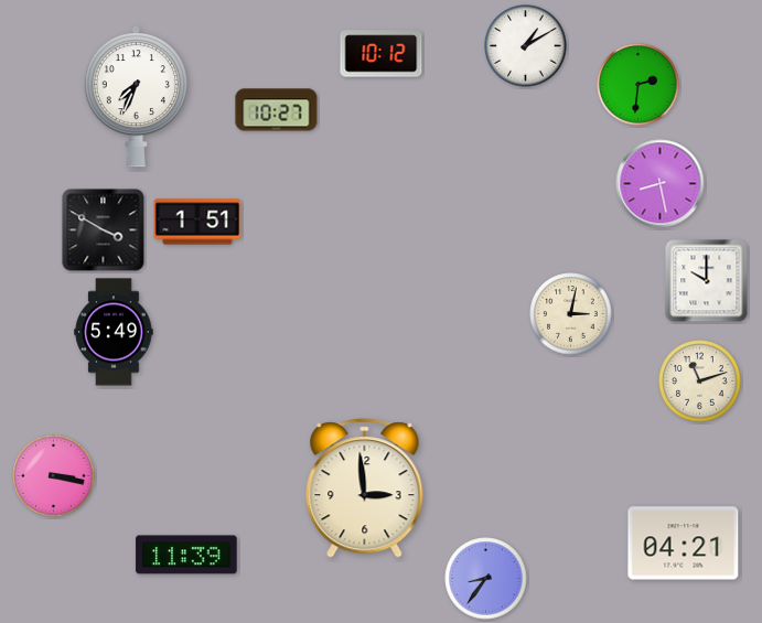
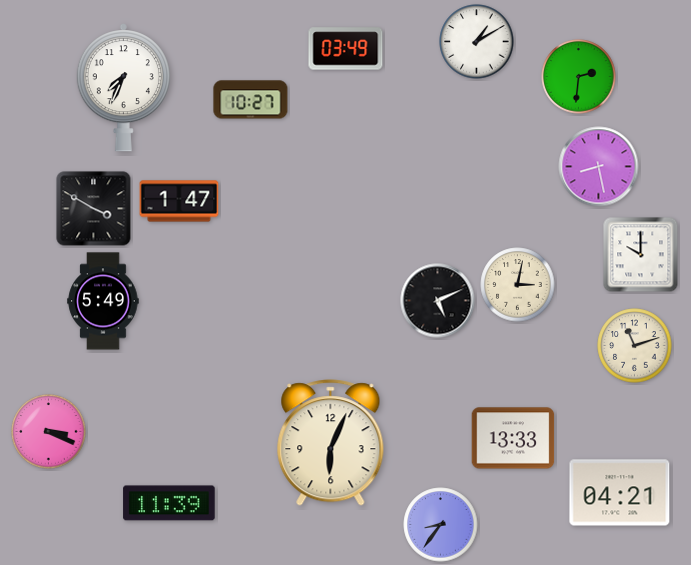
clock at (382, 54): 10:12 -> 03:49
clock at (197, 222): 1:51 -> 1:47
clock at (438, 301): none -> 5:11
clock at (54, 476): 3:17 -> 3:19
clock at (513, 438): none -> 13:33
clock at (365, 488): 2:59 -> 6:04
